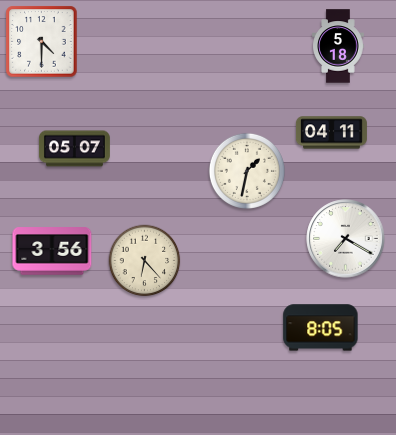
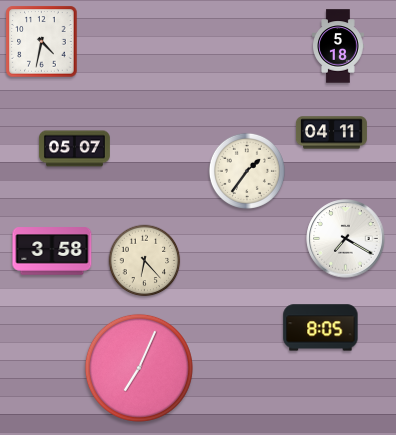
clock at (42, 42): 4:30 -> 4:32
clock at (247, 171): 1:32 -> 1:36
clock at (52, 251): 3:56 -> 3:58
clock at (139, 368): none -> 7:04
